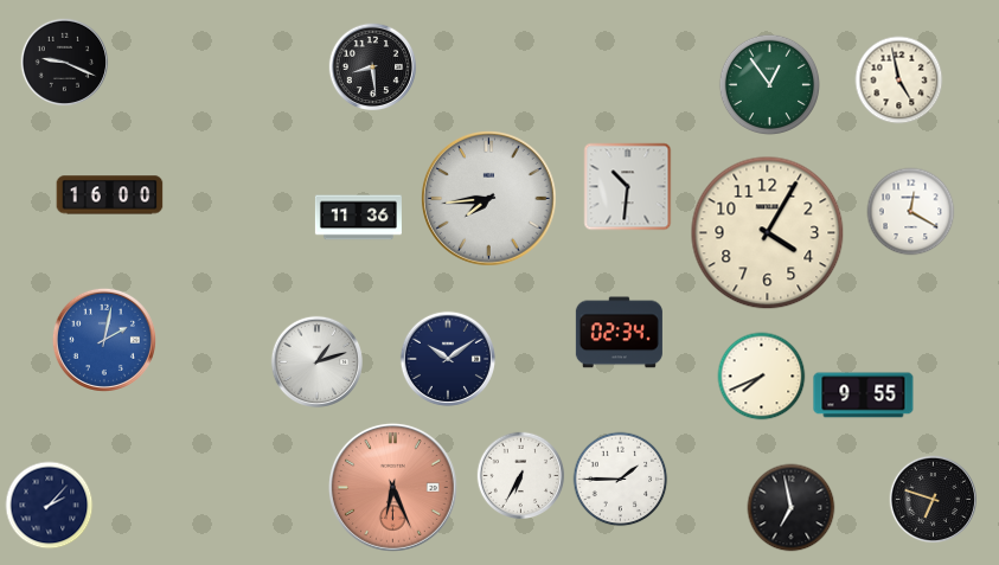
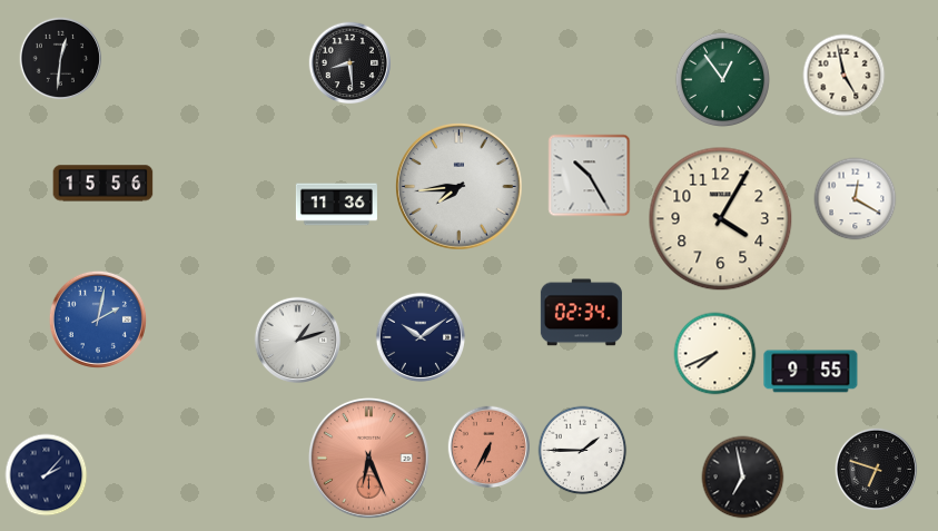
clock at (65, 63): 9:19 -> 12:31
clock at (628, 187): 10:31 -> 10:25
clock at (110, 195): 16:00 -> 15:56
clock at (521, 476) dial: white -> salmon
